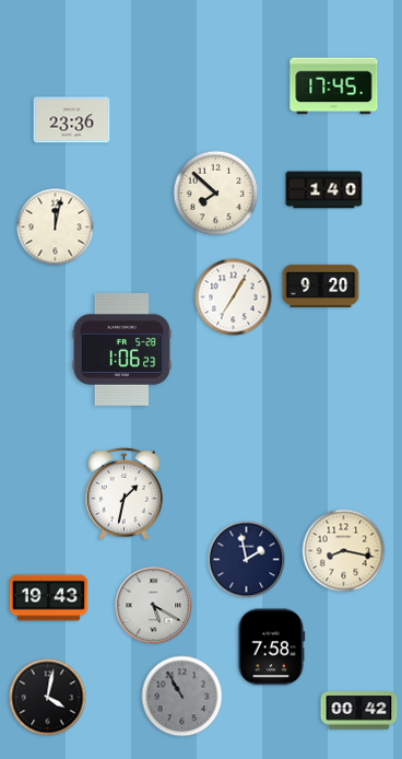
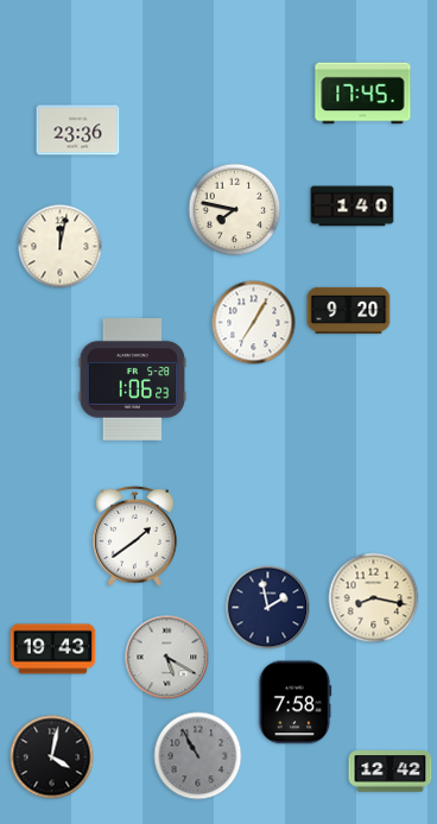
clock at (216, 194): 7:52 -> 7:47
clock at (125, 493): 1:32 -> 1:39
clock at (359, 711): 00:42 -> 12:42
